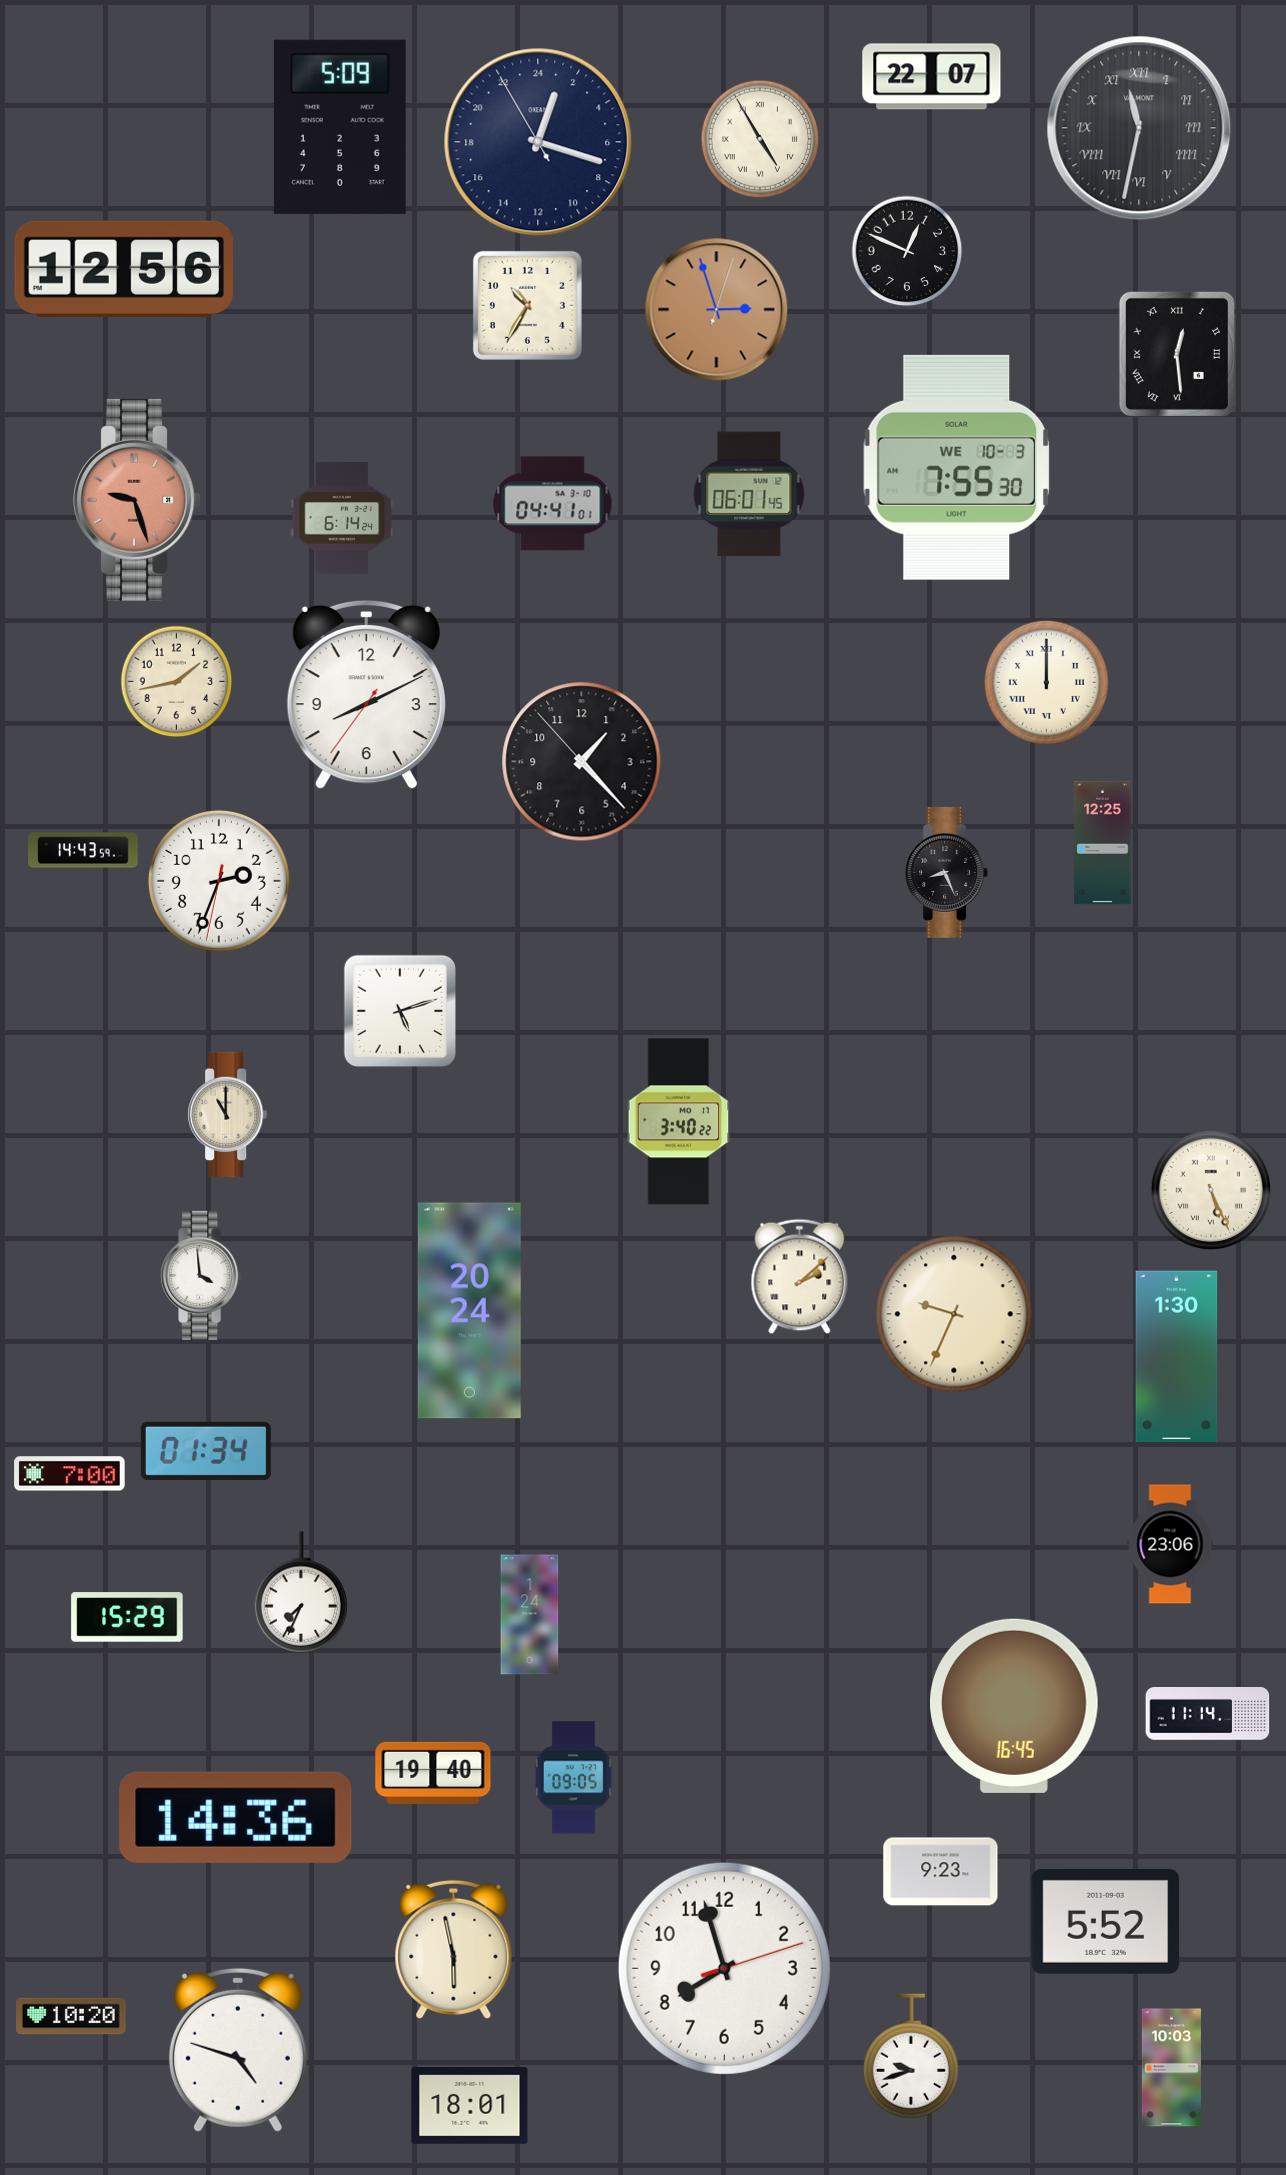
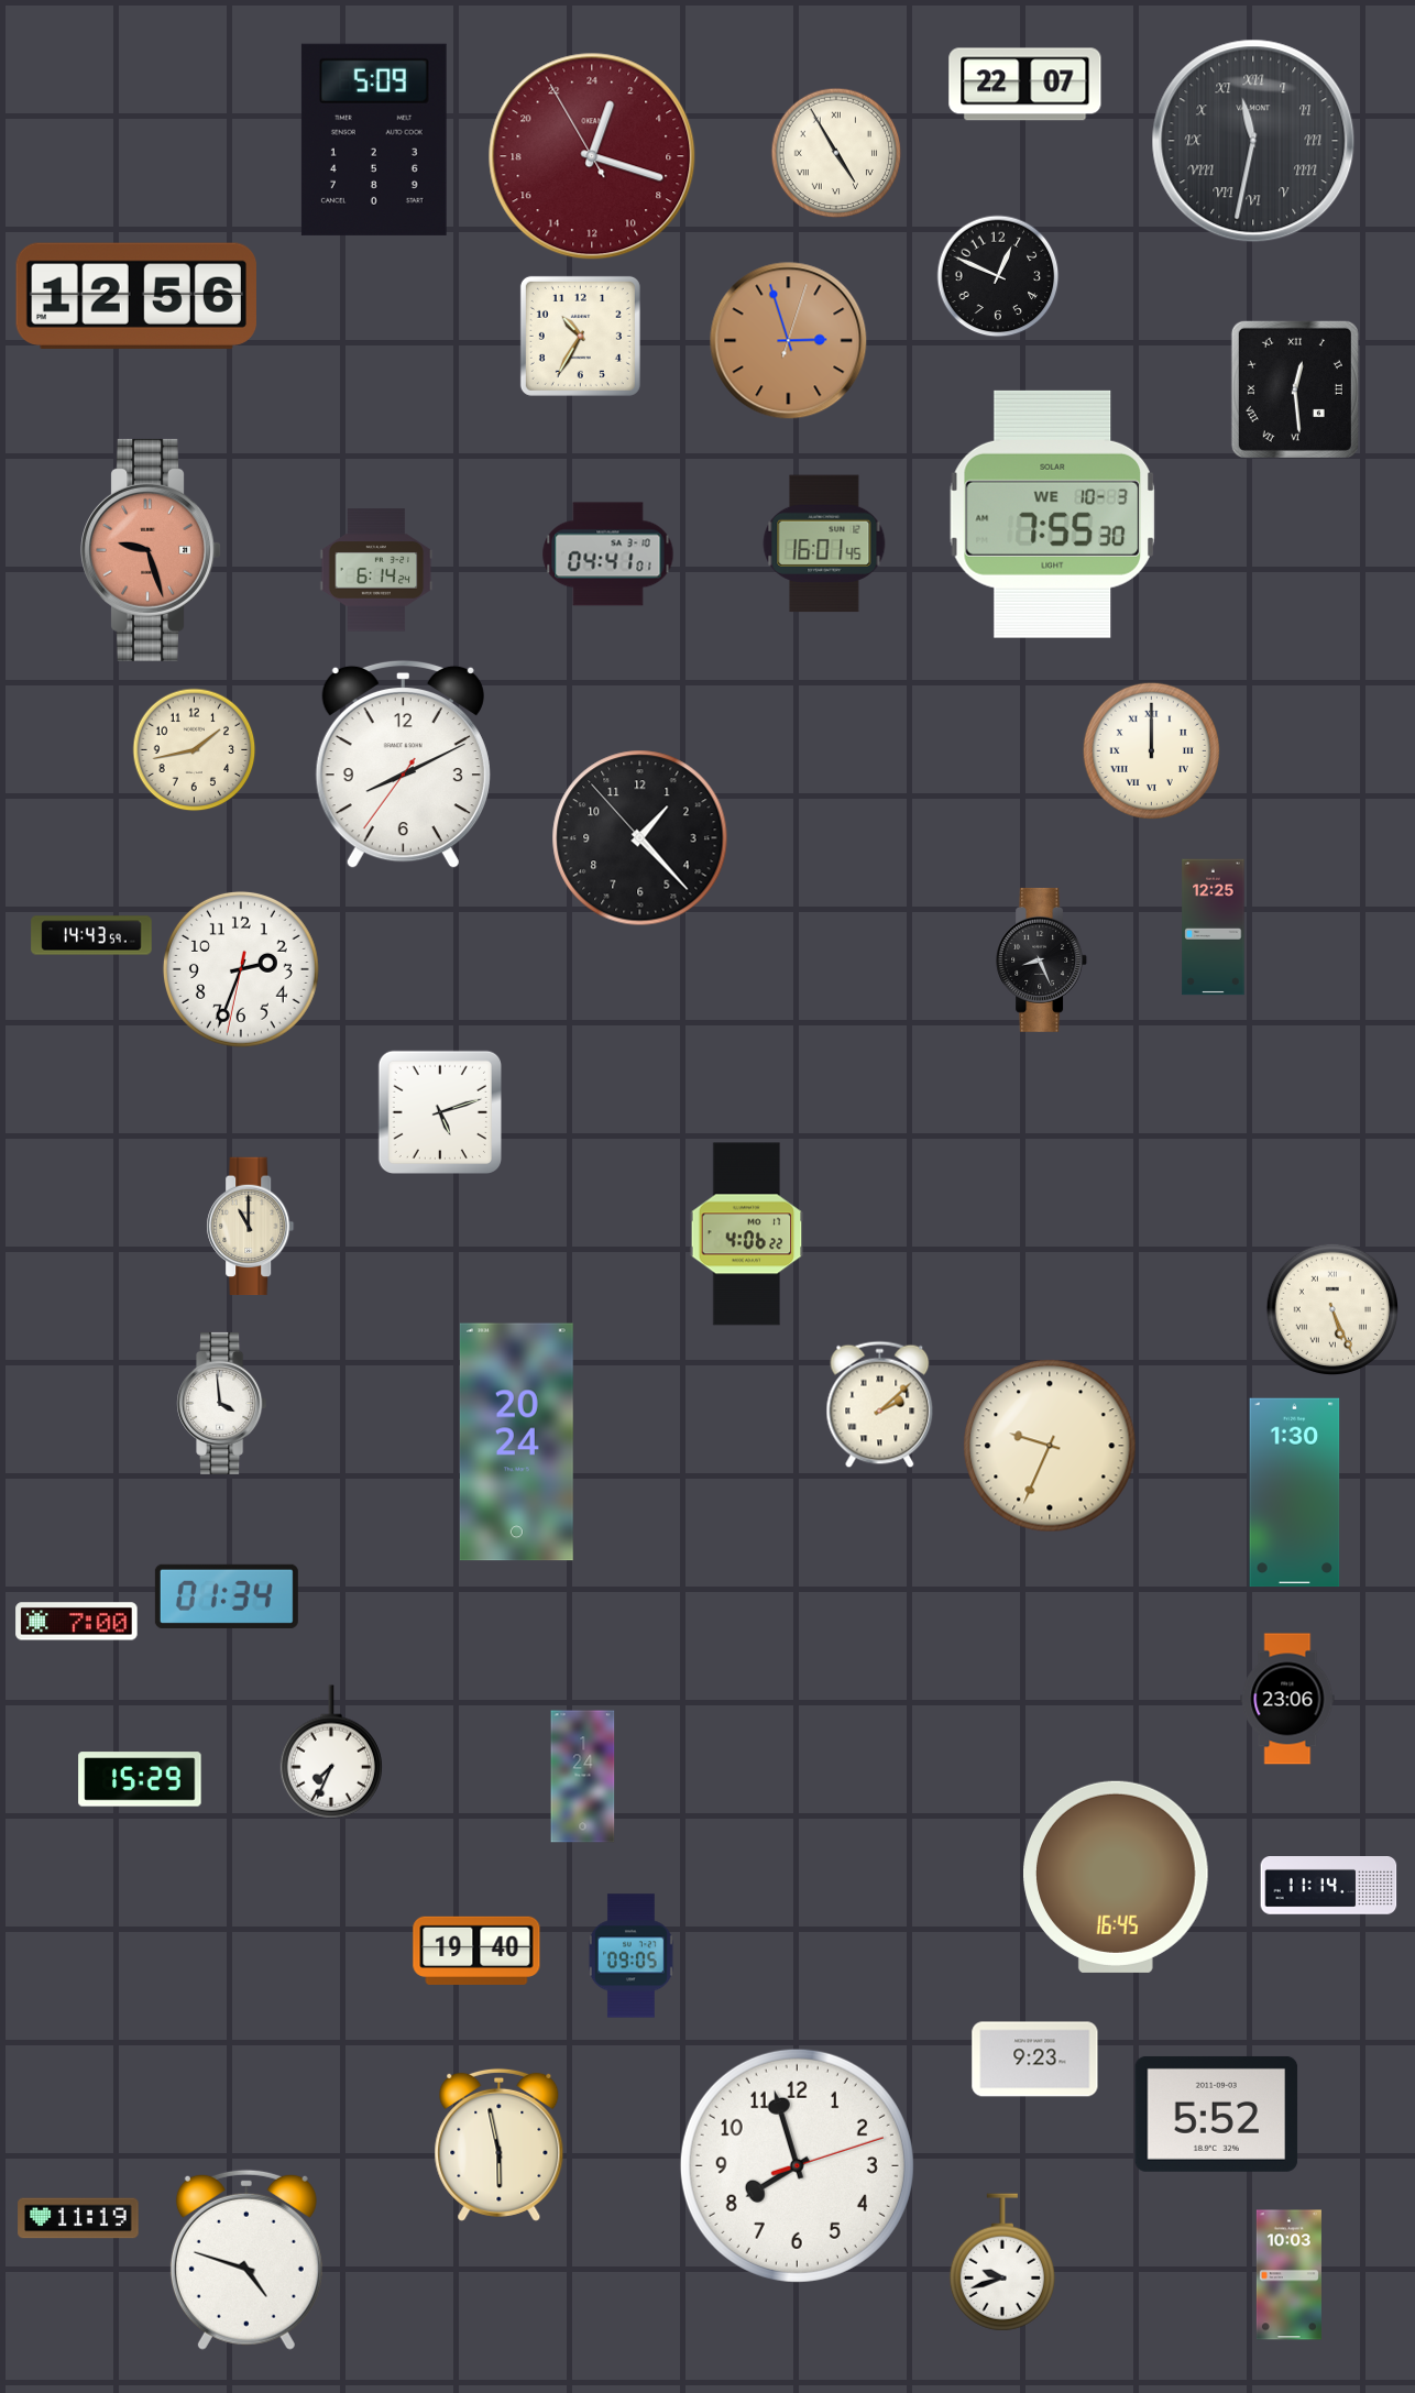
clock at (538, 142) dial: navy -> burgundy
clock at (749, 494): 06:01 -> 16:01
clock at (679, 1122): 3:40 -> 4:06
clock at (236, 1817): 14:36 -> none
clock at (71, 2016): 10:20 -> 11:19
clock at (238, 2050) position: (238, 2050) -> (246, 2260)
clock at (470, 2106): 18:01 -> none
